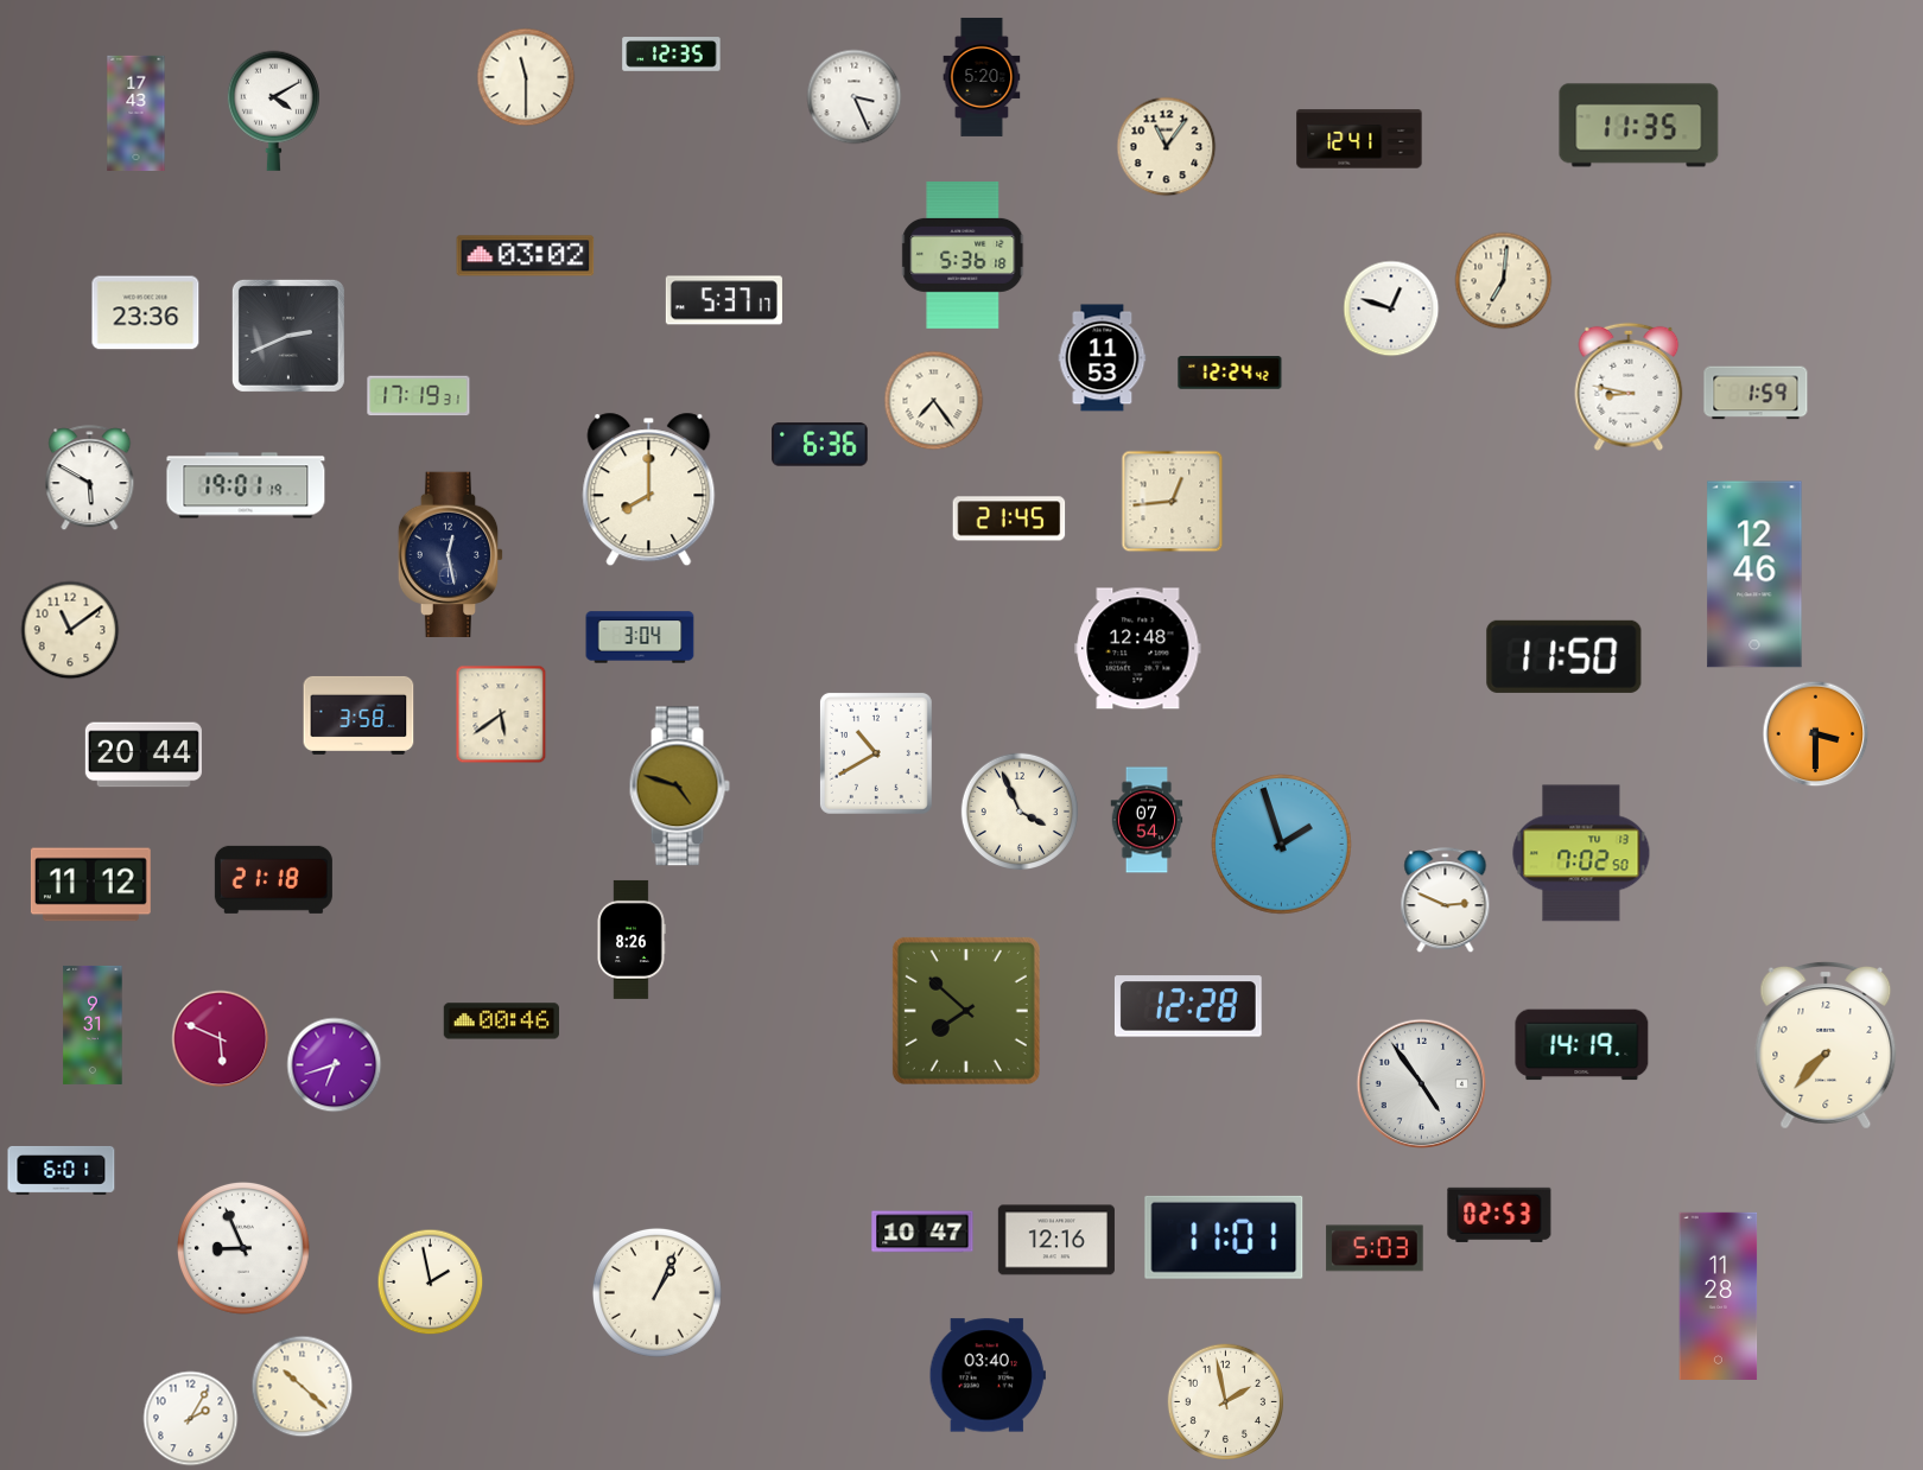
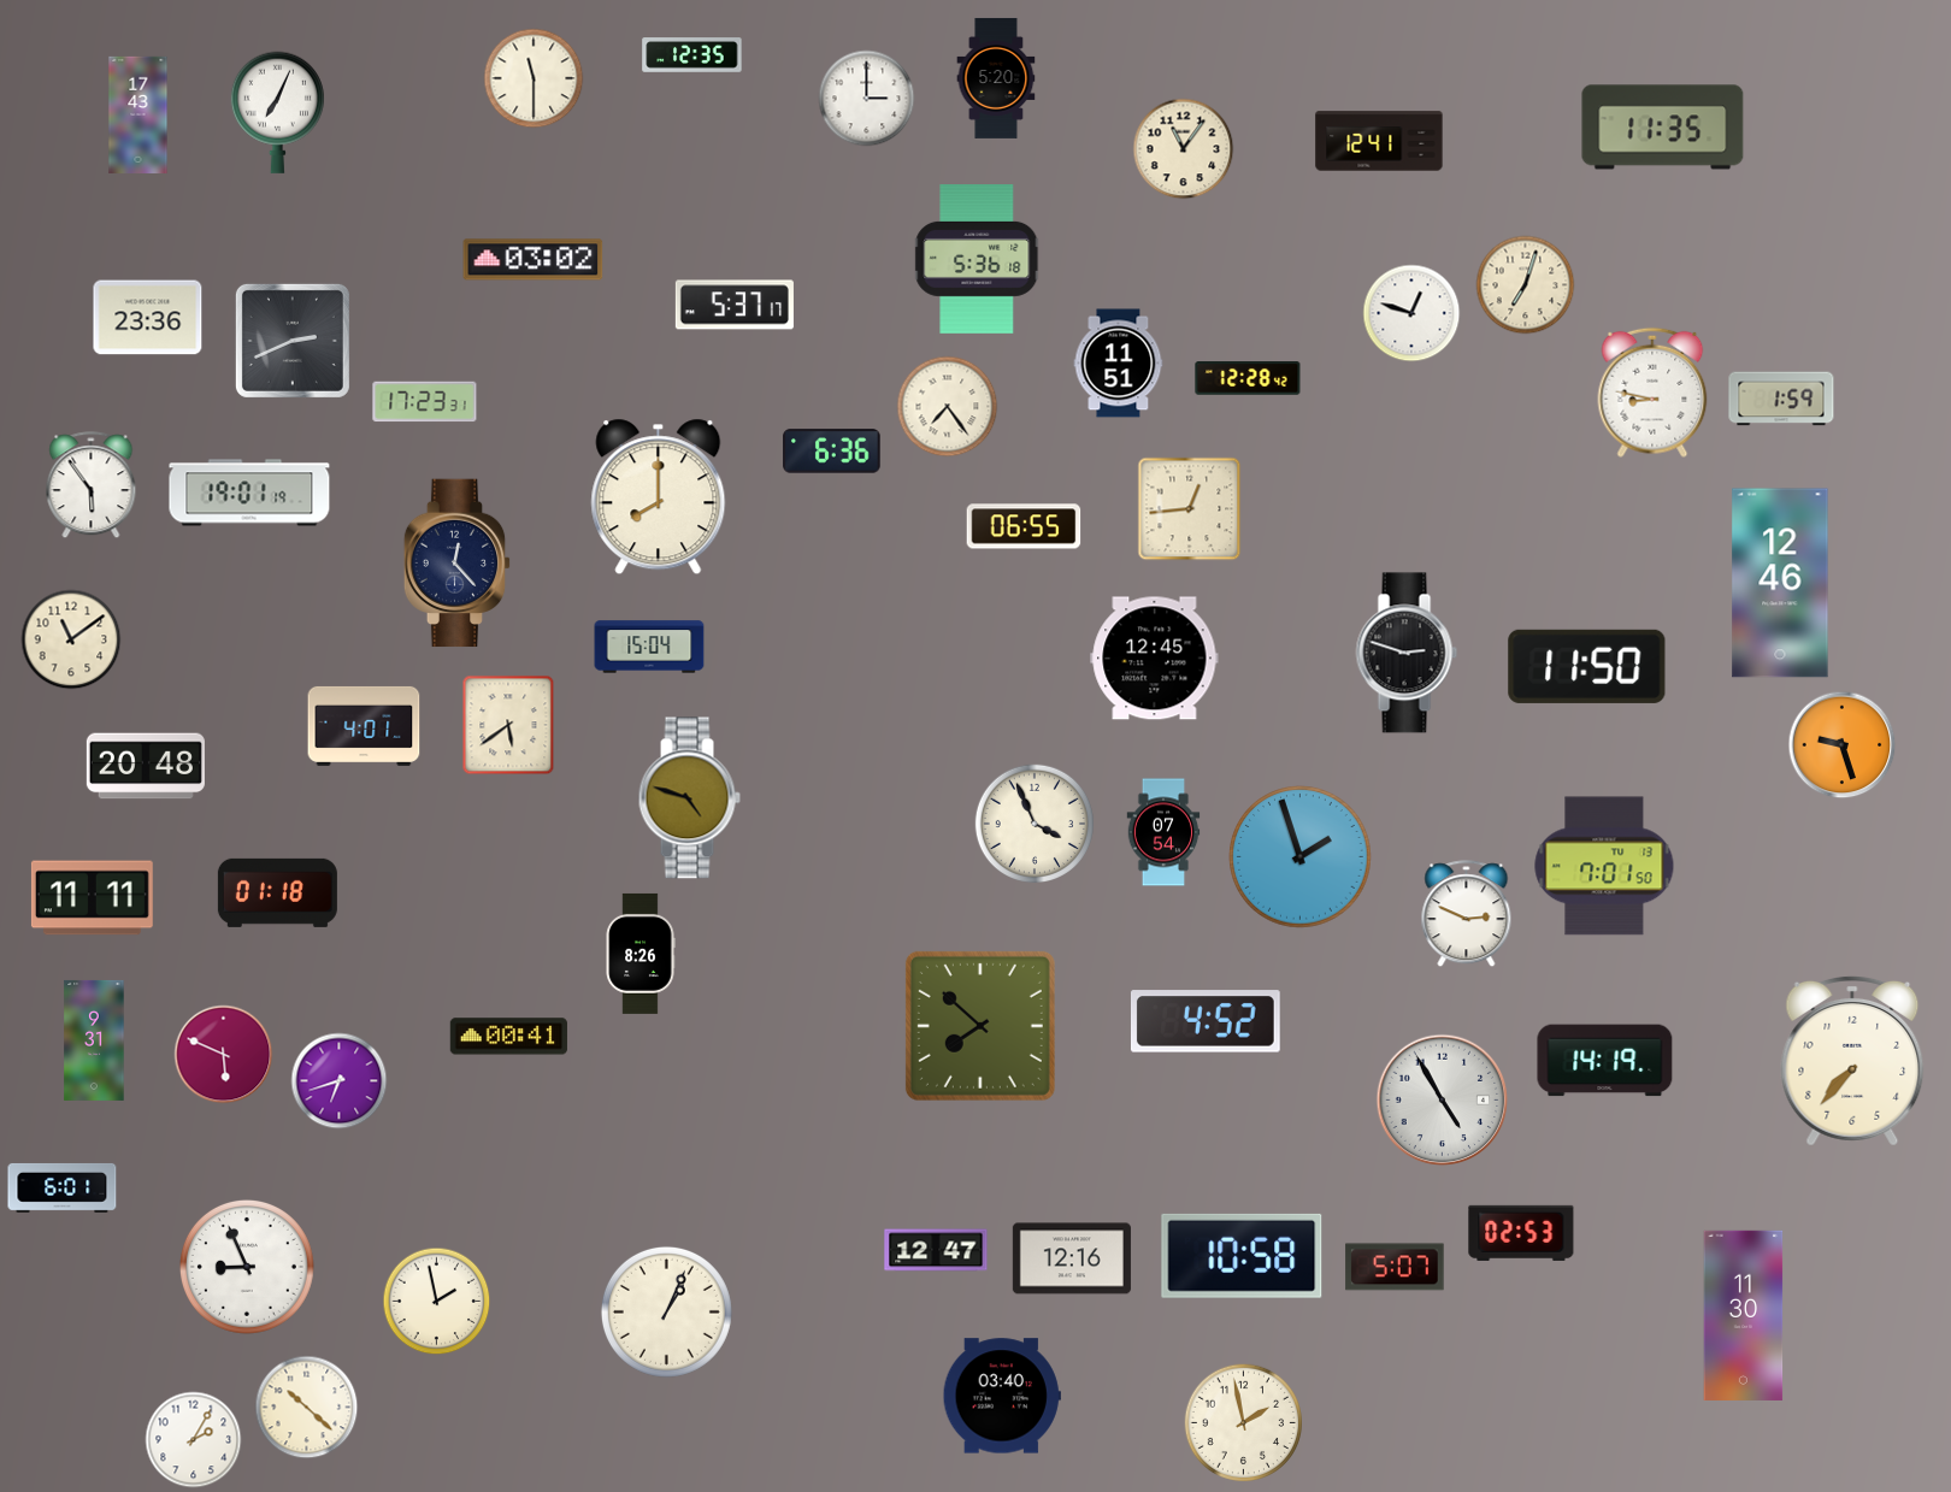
clock at (672, 55) position: (672, 55) -> (692, 55)
clock at (855, 97): 3:26 -> 3:00
clock at (273, 110): 4:10 -> 7:04
clock at (1504, 281): 7:01 -> 7:03
clock at (1103, 358): 11:53 -> 11:51
clock at (1230, 373): 12:24 -> 12:28
clock at (419, 396): 17:19 -> 17:23
clock at (90, 478): 5:50 -> 5:54
clock at (1009, 518): 21:45 -> 06:55
clock at (451, 555): 12:28 -> 12:23
clock at (640, 637): 3:04 -> 15:04
clock at (1407, 653): none -> 2:48
clock at (1138, 649): 12:48 -> 12:45
clock at (358, 715): 3:58 -> 4:01
clock at (1816, 734): 3:30 -> 9:27
clock at (876, 753): 10:40 -> none
clock at (144, 755): 20:44 -> 20:48
clock at (1581, 853): 7:02 -> 7:01
clock at (273, 879): 21:18 -> 01:18
clock at (90, 885): 11:12 -> 11:11
clock at (1188, 1006): 12:28 -> 4:52
clock at (501, 1022): 00:46 -> 00:41
clock at (1422, 1084): 4:54 -> 4:55
clock at (922, 1232): 10:47 -> 12:47
clock at (1224, 1237): 11:01 -> 10:58
clock at (1375, 1248): 5:03 -> 5:07
clock at (1719, 1296): 11:28 -> 11:30
